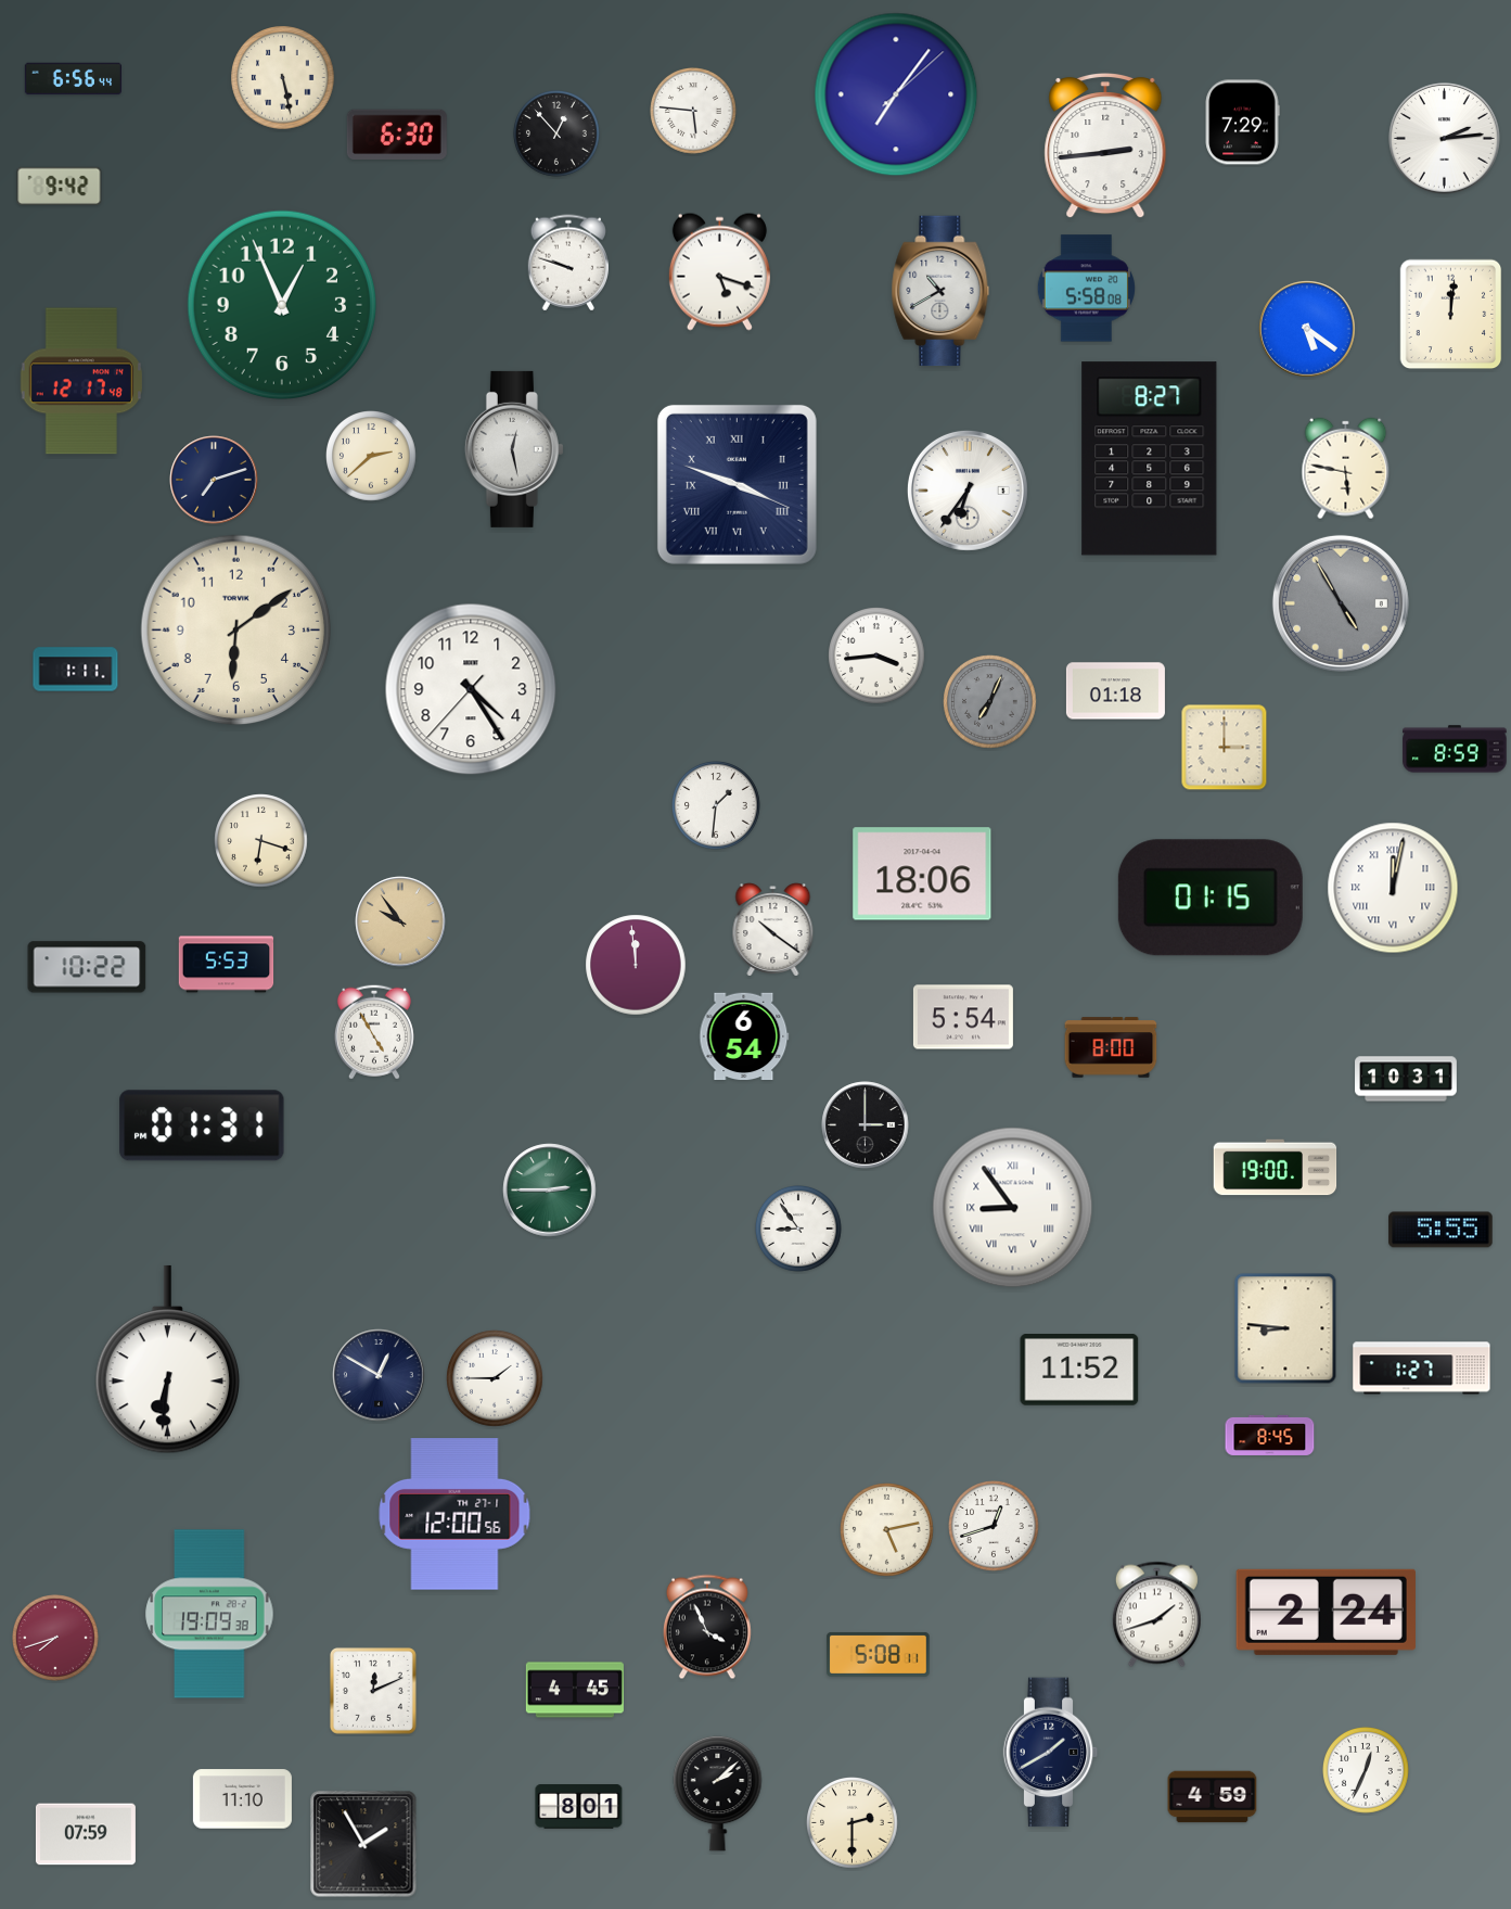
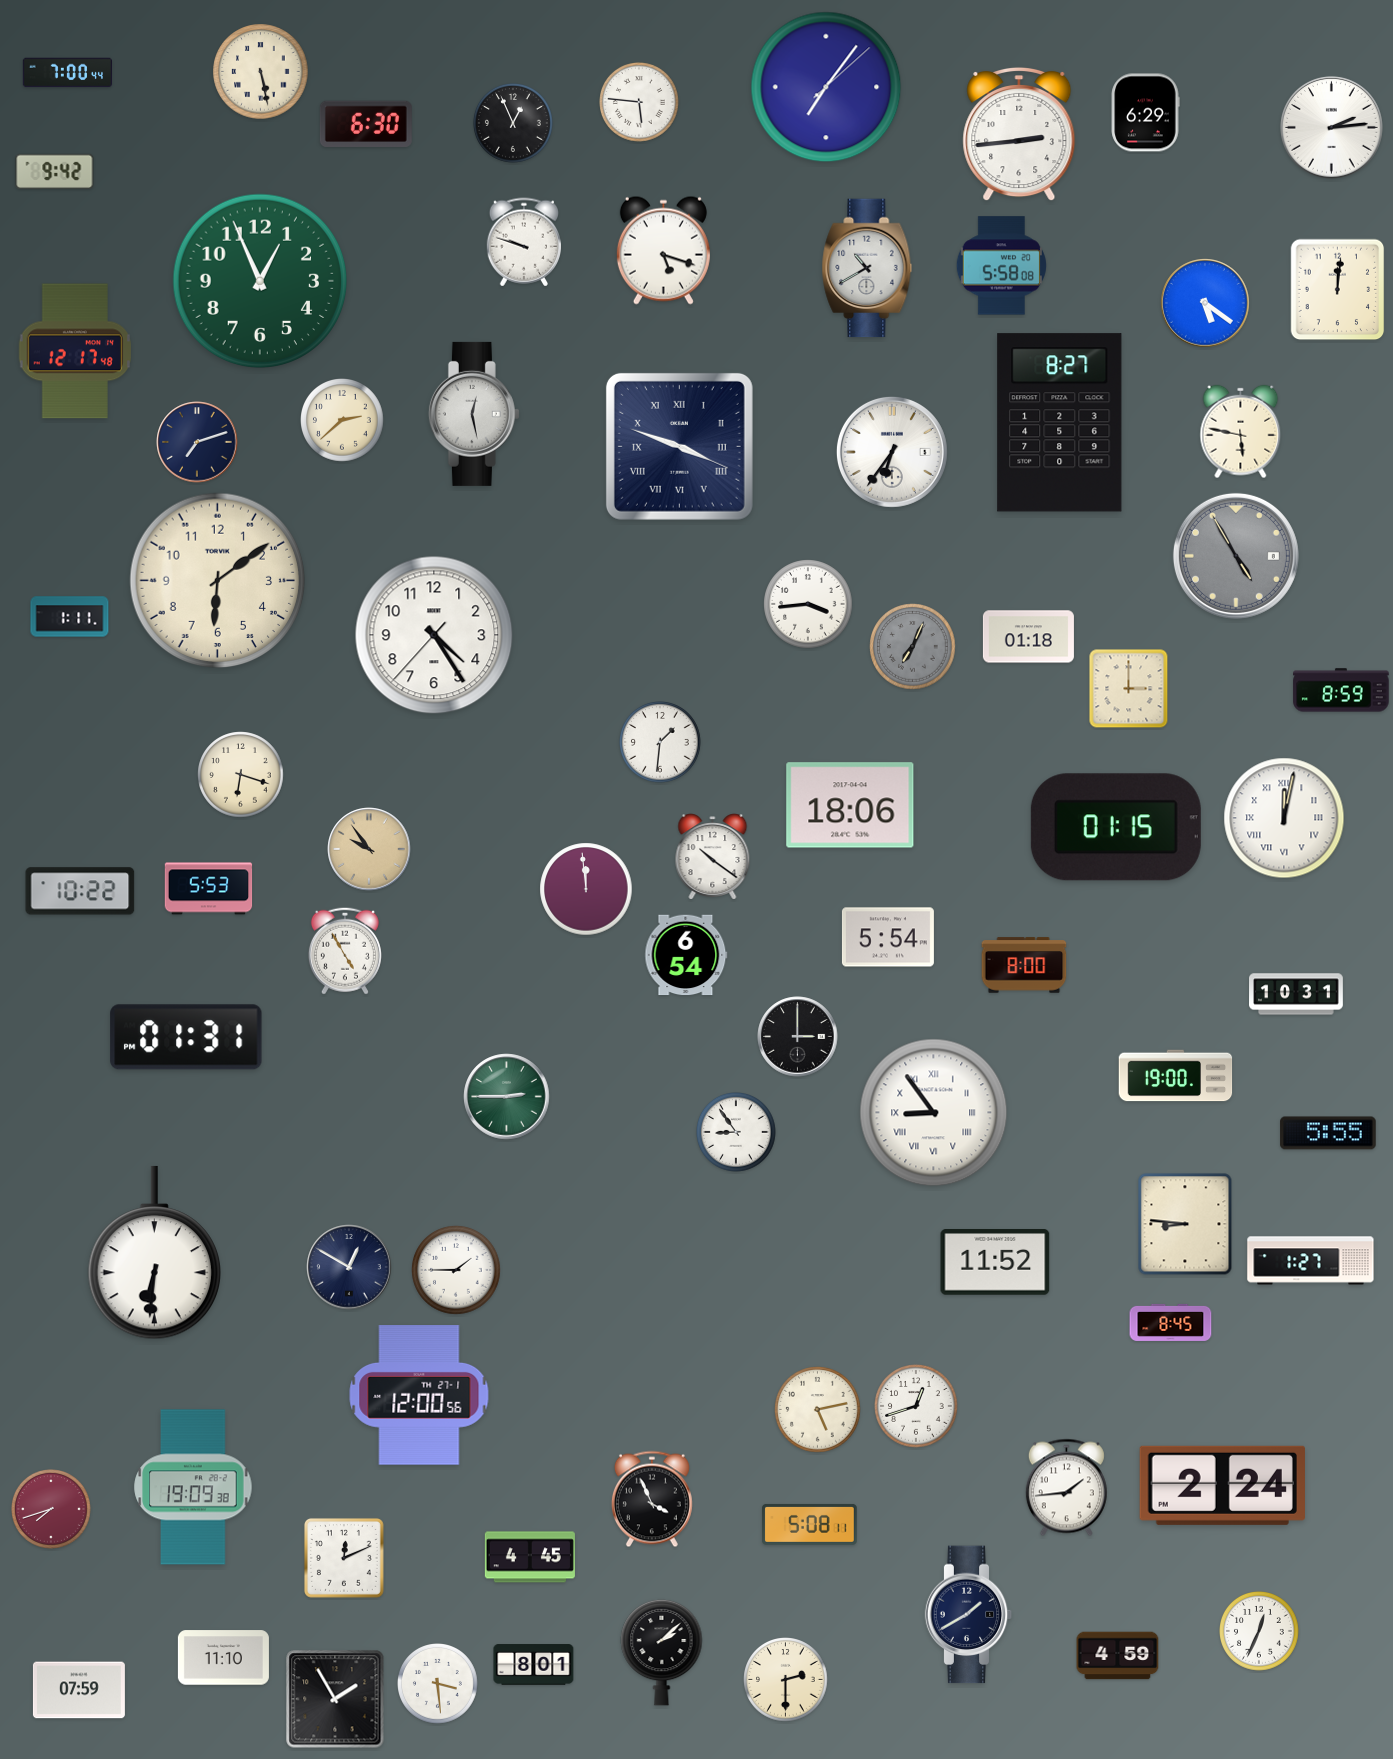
clock at (73, 79): 6:56 -> 7:00
clock at (1242, 123): 7:29 -> 6:29
clock at (558, 135): 12:53 -> 12:56
clock at (1156, 1615): 1:42 -> 1:44
clock at (438, 1684): none -> 3:29
